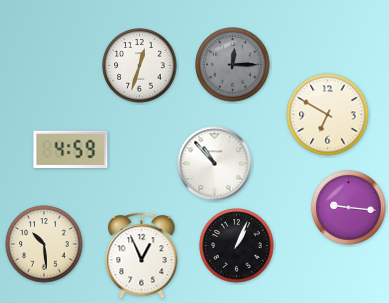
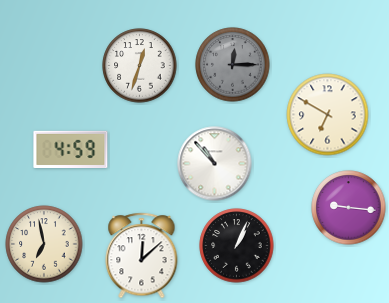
clock at (44, 244): 10:29 -> 6:58
clock at (142, 256): 12:56 -> 12:08
